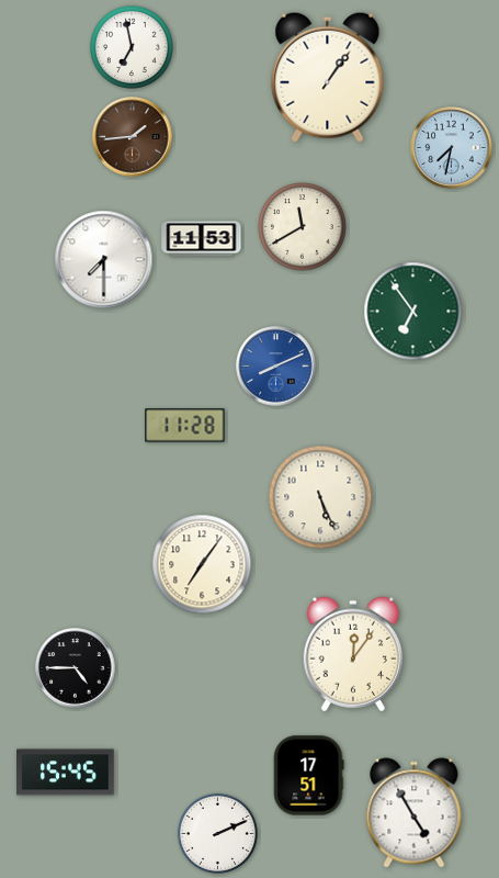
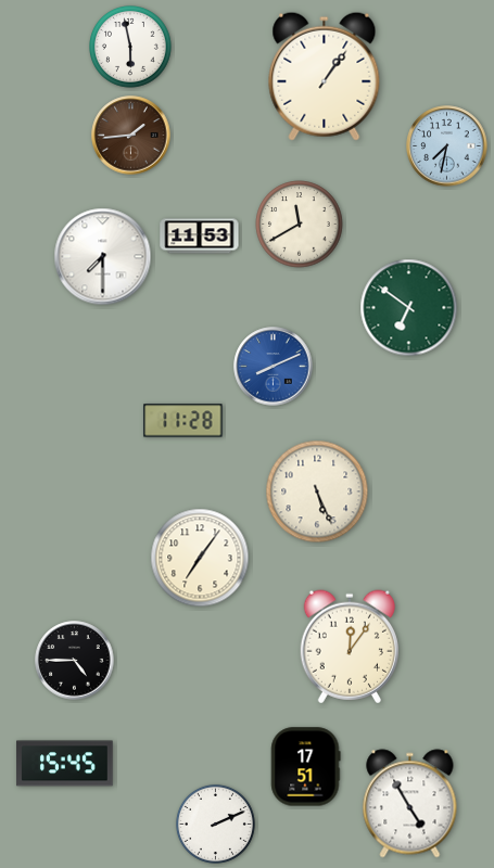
clock at (133, 48): 6:58 -> 5:58
clock at (413, 312): 6:54 -> 6:51
clock at (276, 367) position: (276, 367) -> (274, 367)
